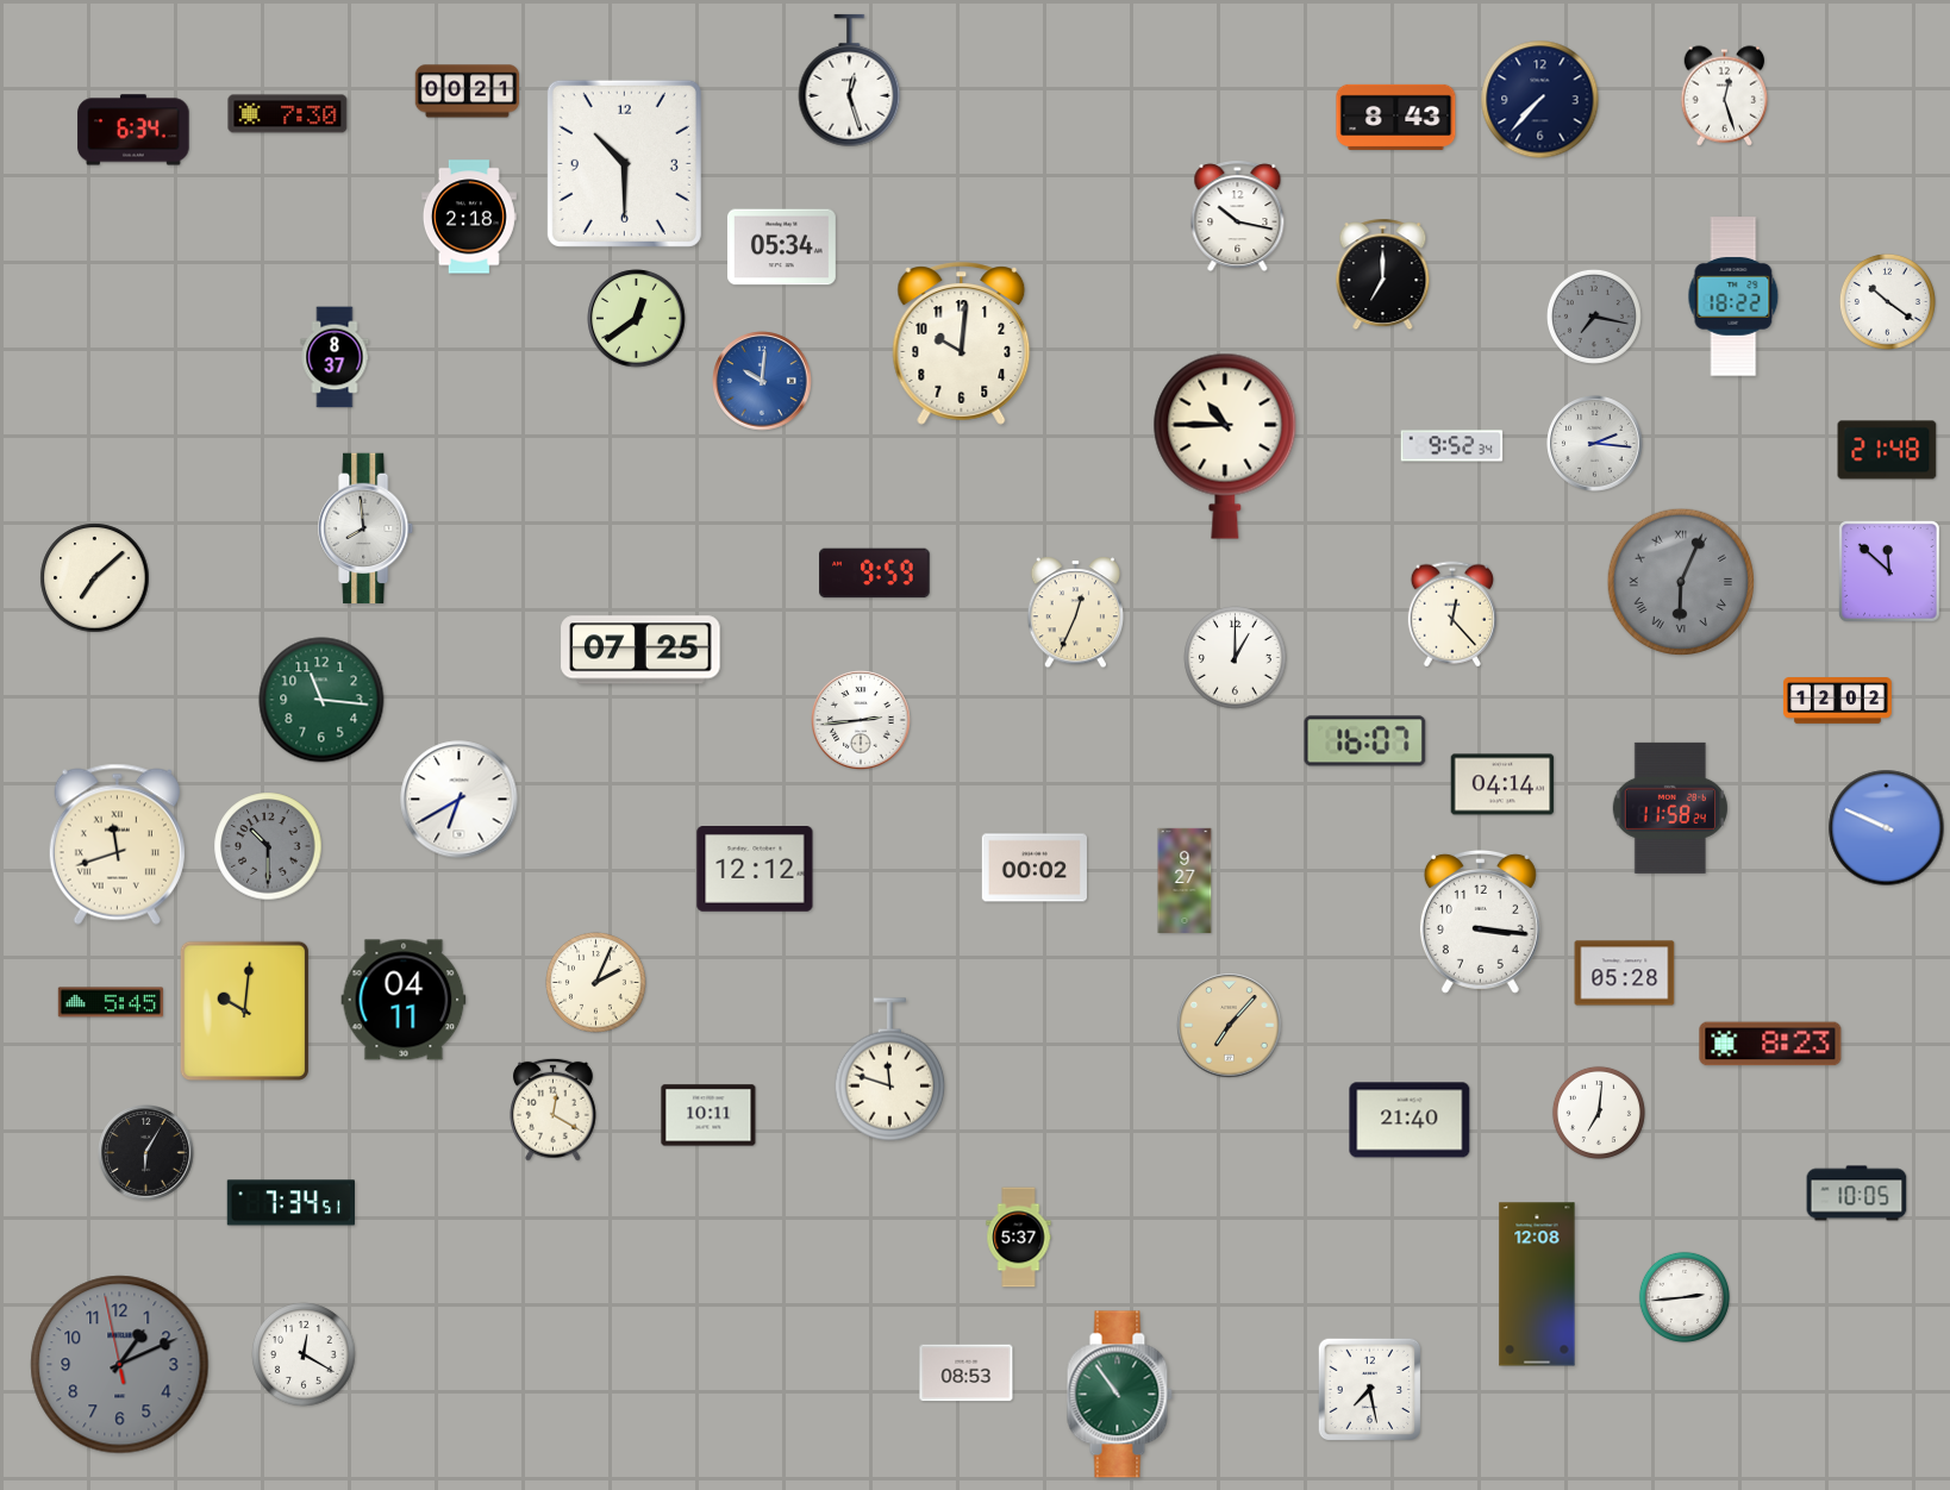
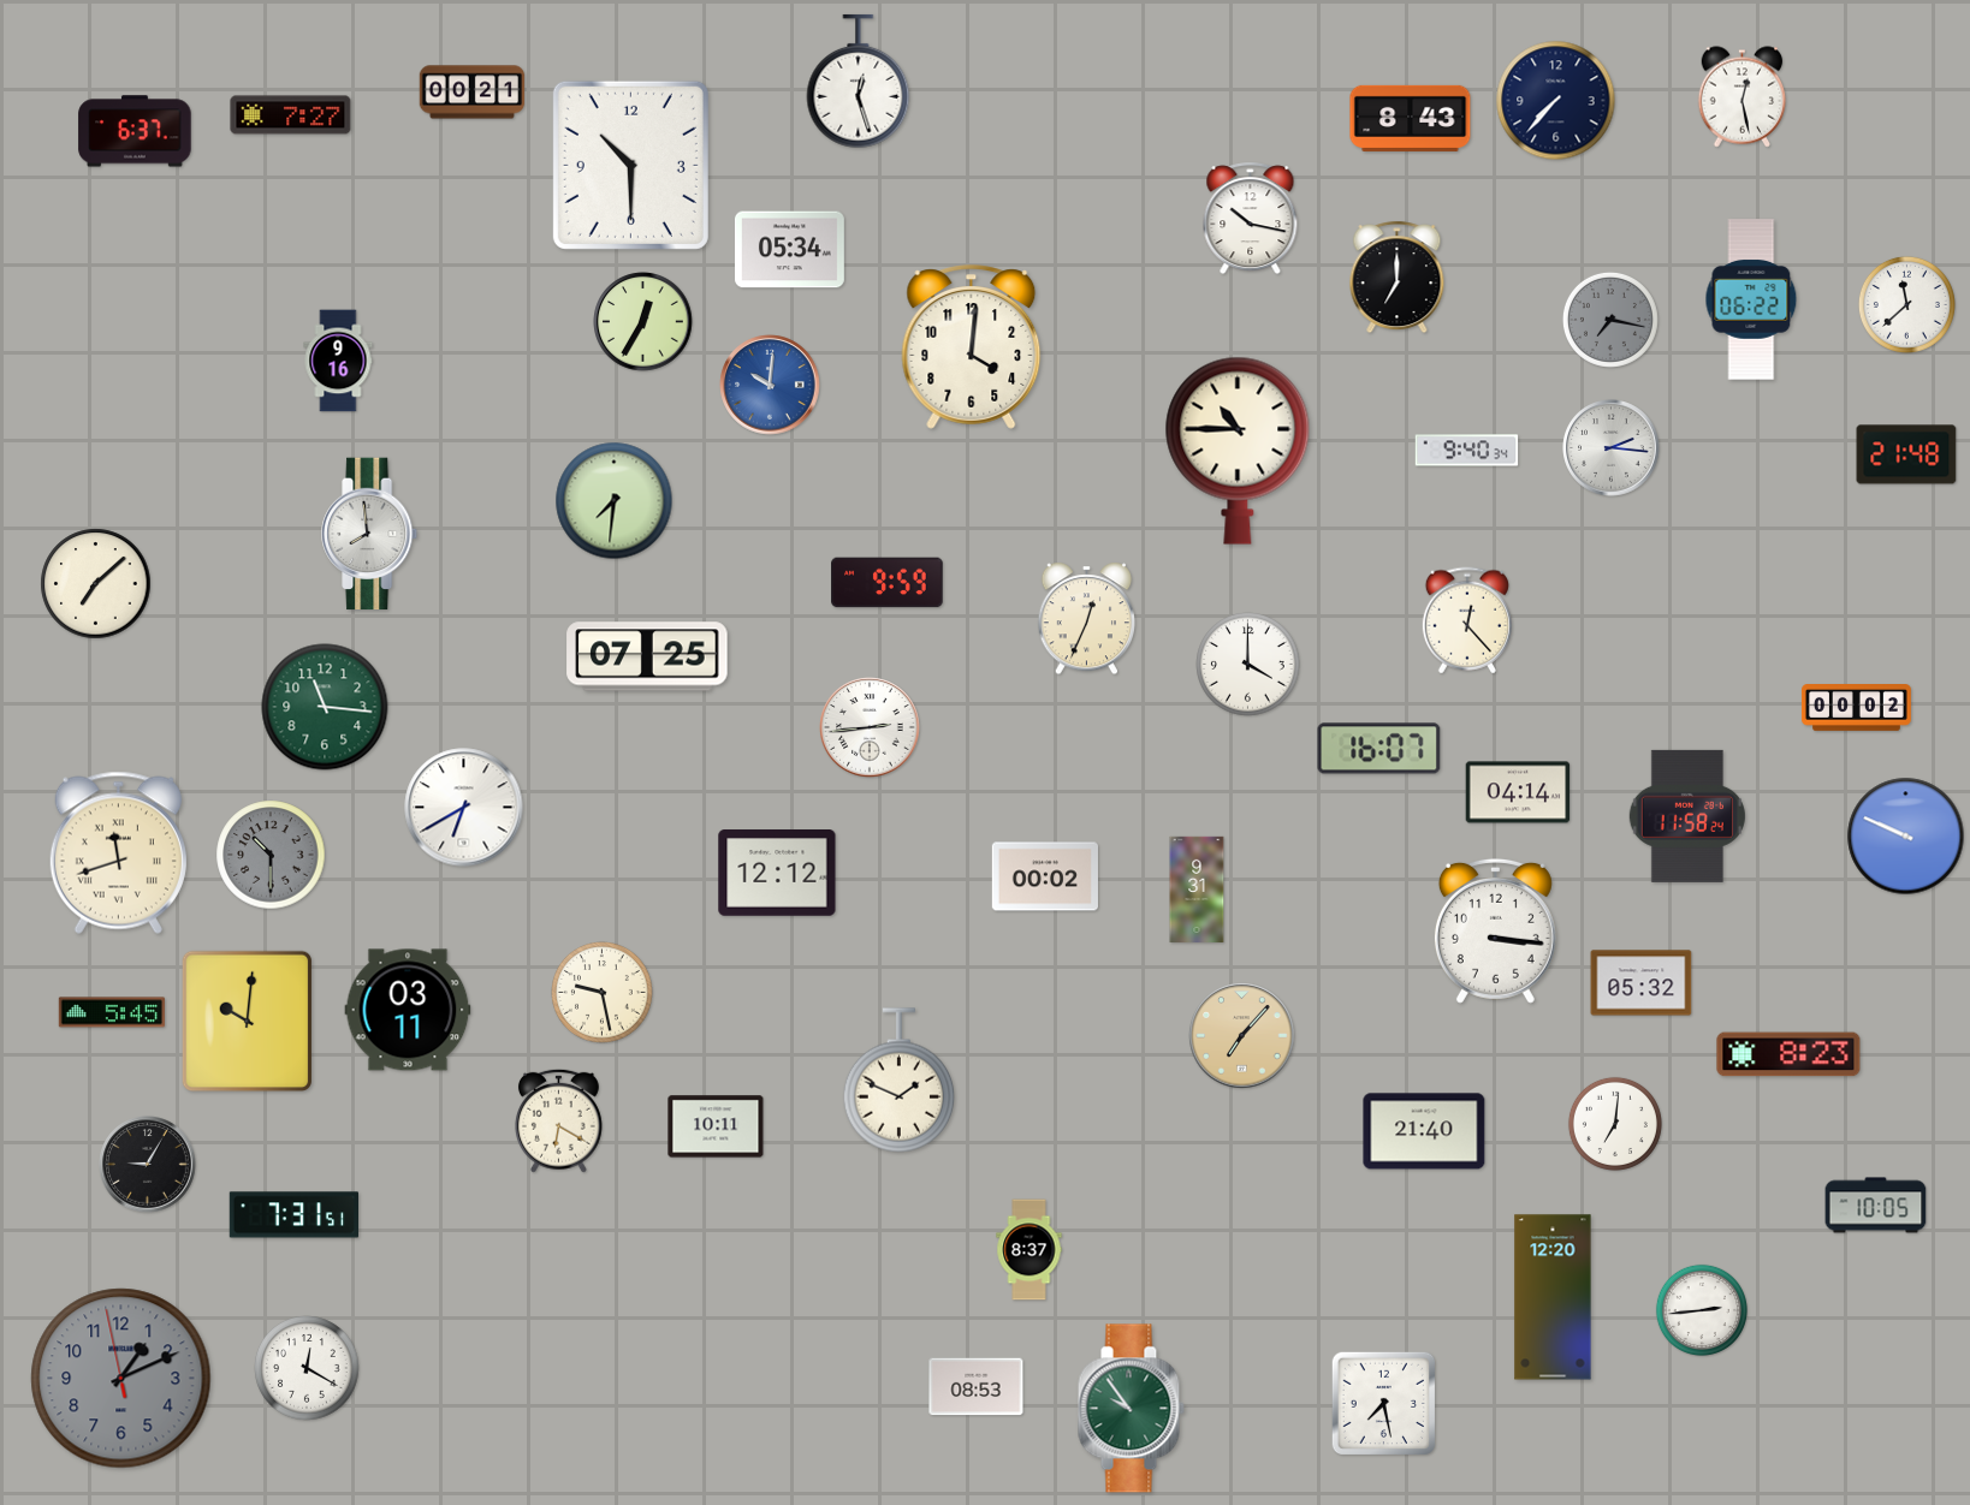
clock at (1725, 96): 12:27 -> 12:28
clock at (288, 114): 7:30 -> 7:27
clock at (133, 130): 6:34 -> 6:37
clock at (469, 217): 2:18 -> none
clock at (1733, 296): 18:22 -> 06:22
clock at (1887, 301): 10:21 -> 11:38
clock at (637, 319): 12:39 -> 12:35
clock at (962, 344): 10:01 -> 4:01
clock at (335, 357): 8:37 -> 9:16
clock at (1452, 446): 9:52 -> 9:40
clock at (615, 501): none -> 7:31
clock at (1890, 572): 11:52 -> none
clock at (875, 574) position: (875, 574) -> (888, 583)
clock at (1681, 582): 6:04 -> none
clock at (1236, 658): 1:00 -> 4:00
clock at (1838, 701): 12:02 -> 00:02
clock at (755, 869) position: (755, 869) -> (777, 873)
clock at (1185, 879): 9:27 -> 9:31
clock at (1625, 973): 05:28 -> 05:32
clock at (596, 983): 2:04 -> 9:28
clock at (404, 1000): 04:11 -> 03:11
clock at (890, 1070): 11:48 -> 1:49
clock at (552, 1109): 12:20 -> 6:20
clock at (146, 1153): 6:05 -> 9:05
clock at (290, 1203): 7:34 -> 7:31
clock at (1019, 1238): 5:37 -> 8:37
clock at (1537, 1284): 12:08 -> 12:20
clock at (1119, 1395): 10:54 -> 9:54
